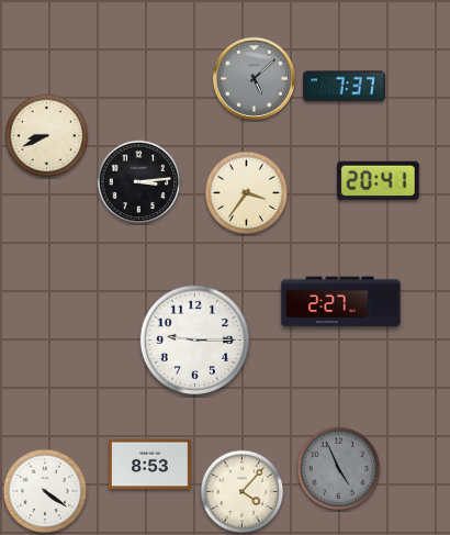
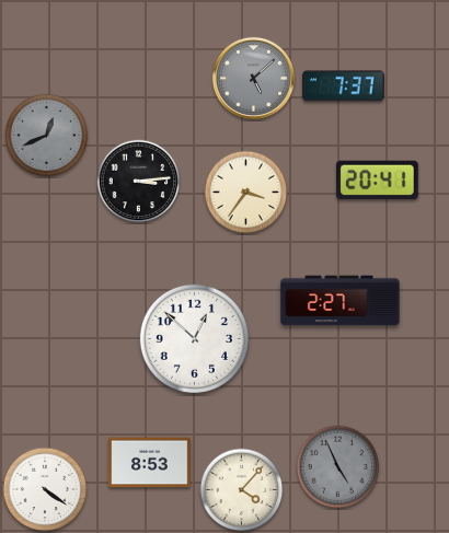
clock at (47, 136): 8:41 -> 12:41
clock at (47, 136) dial: cream -> grey
clock at (194, 339): 9:15 -> 12:52
